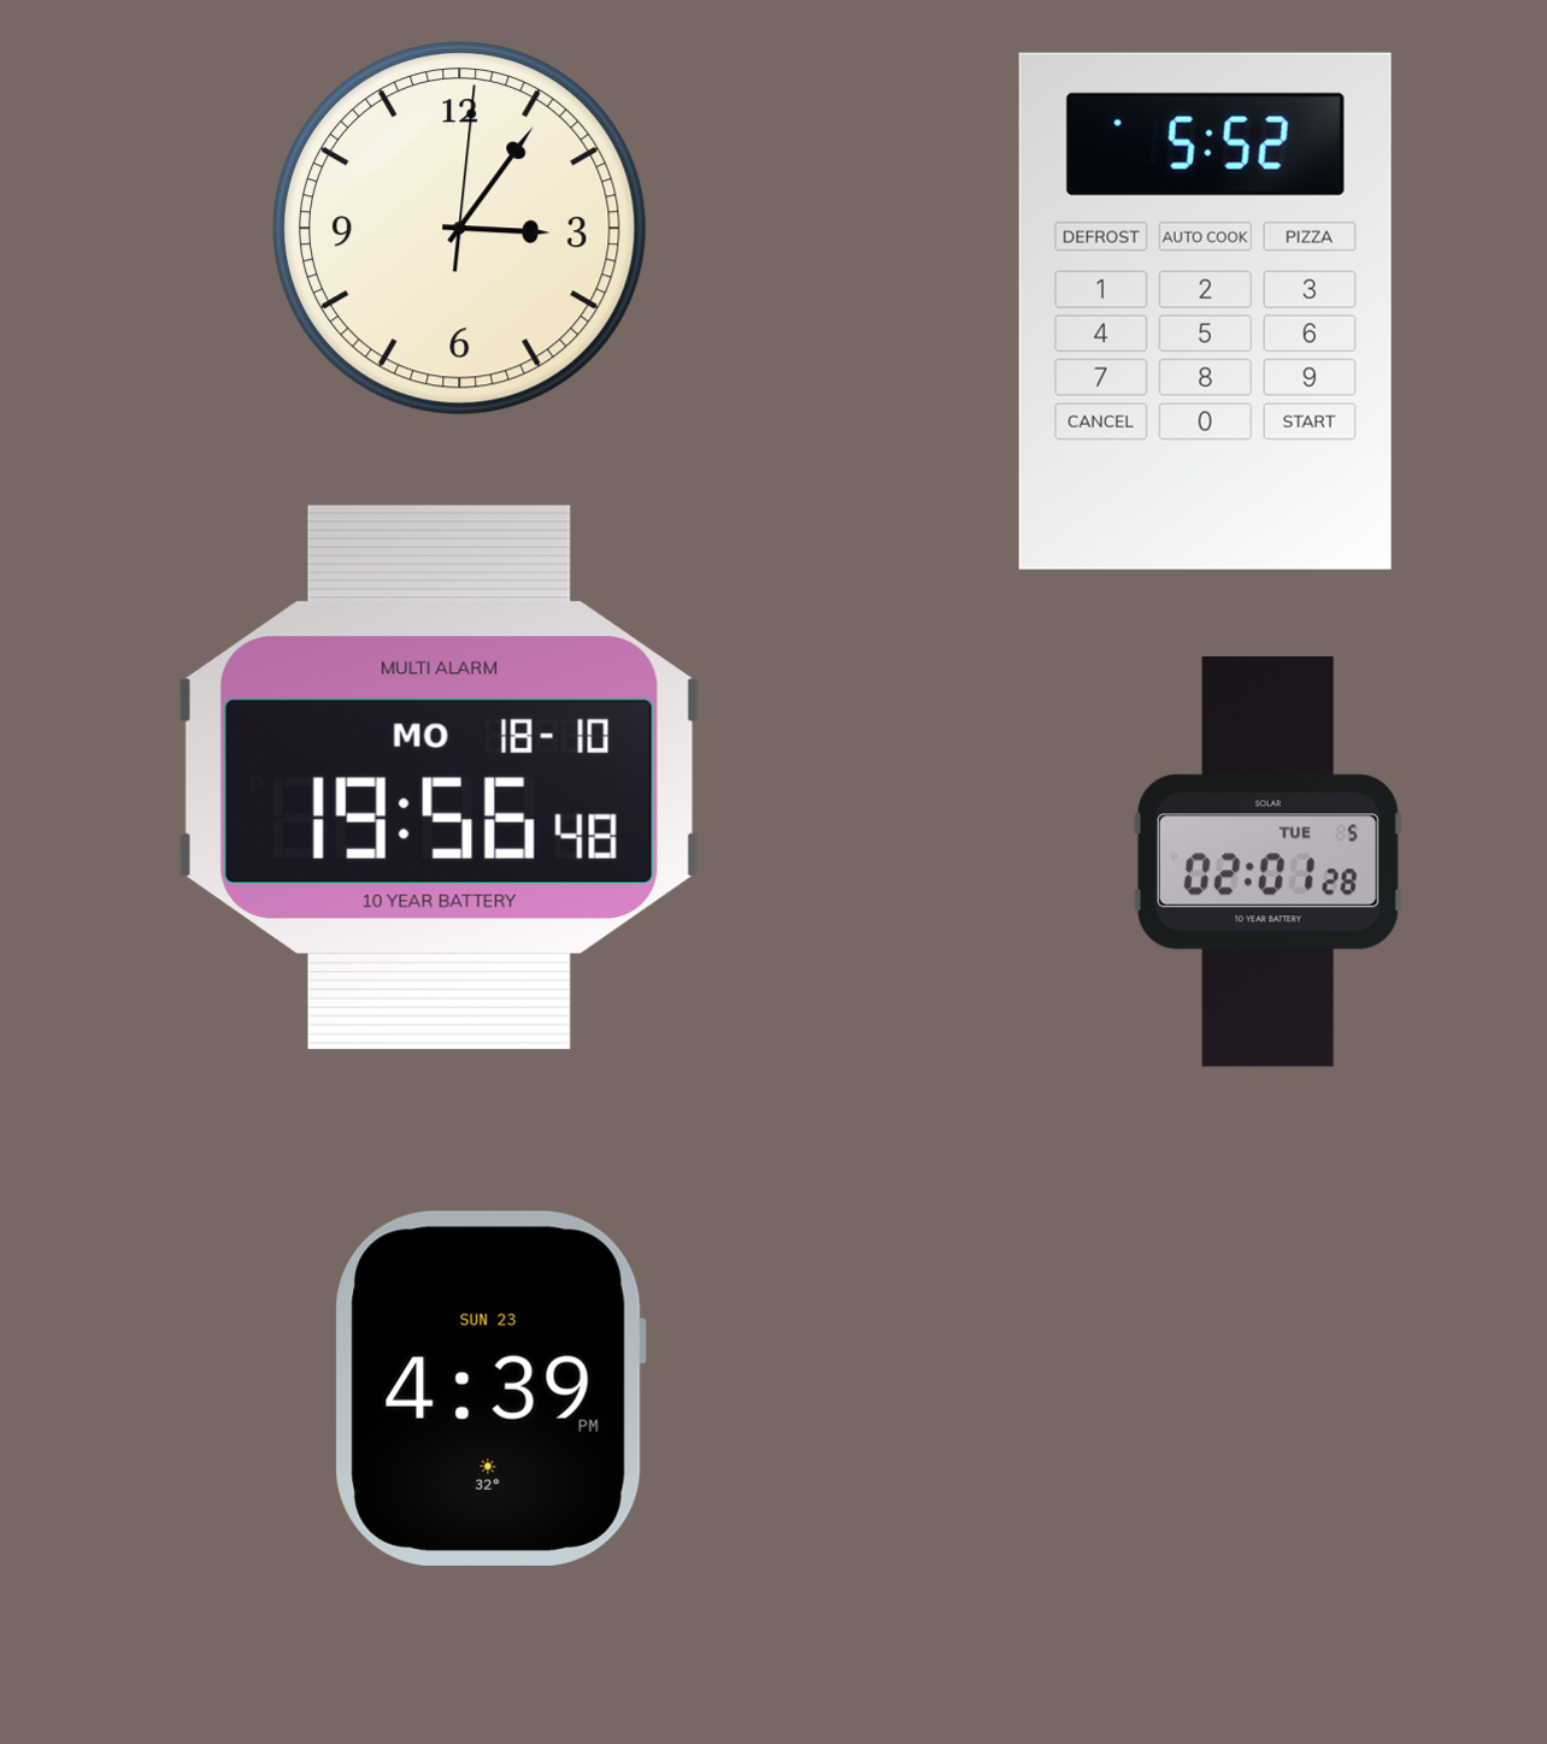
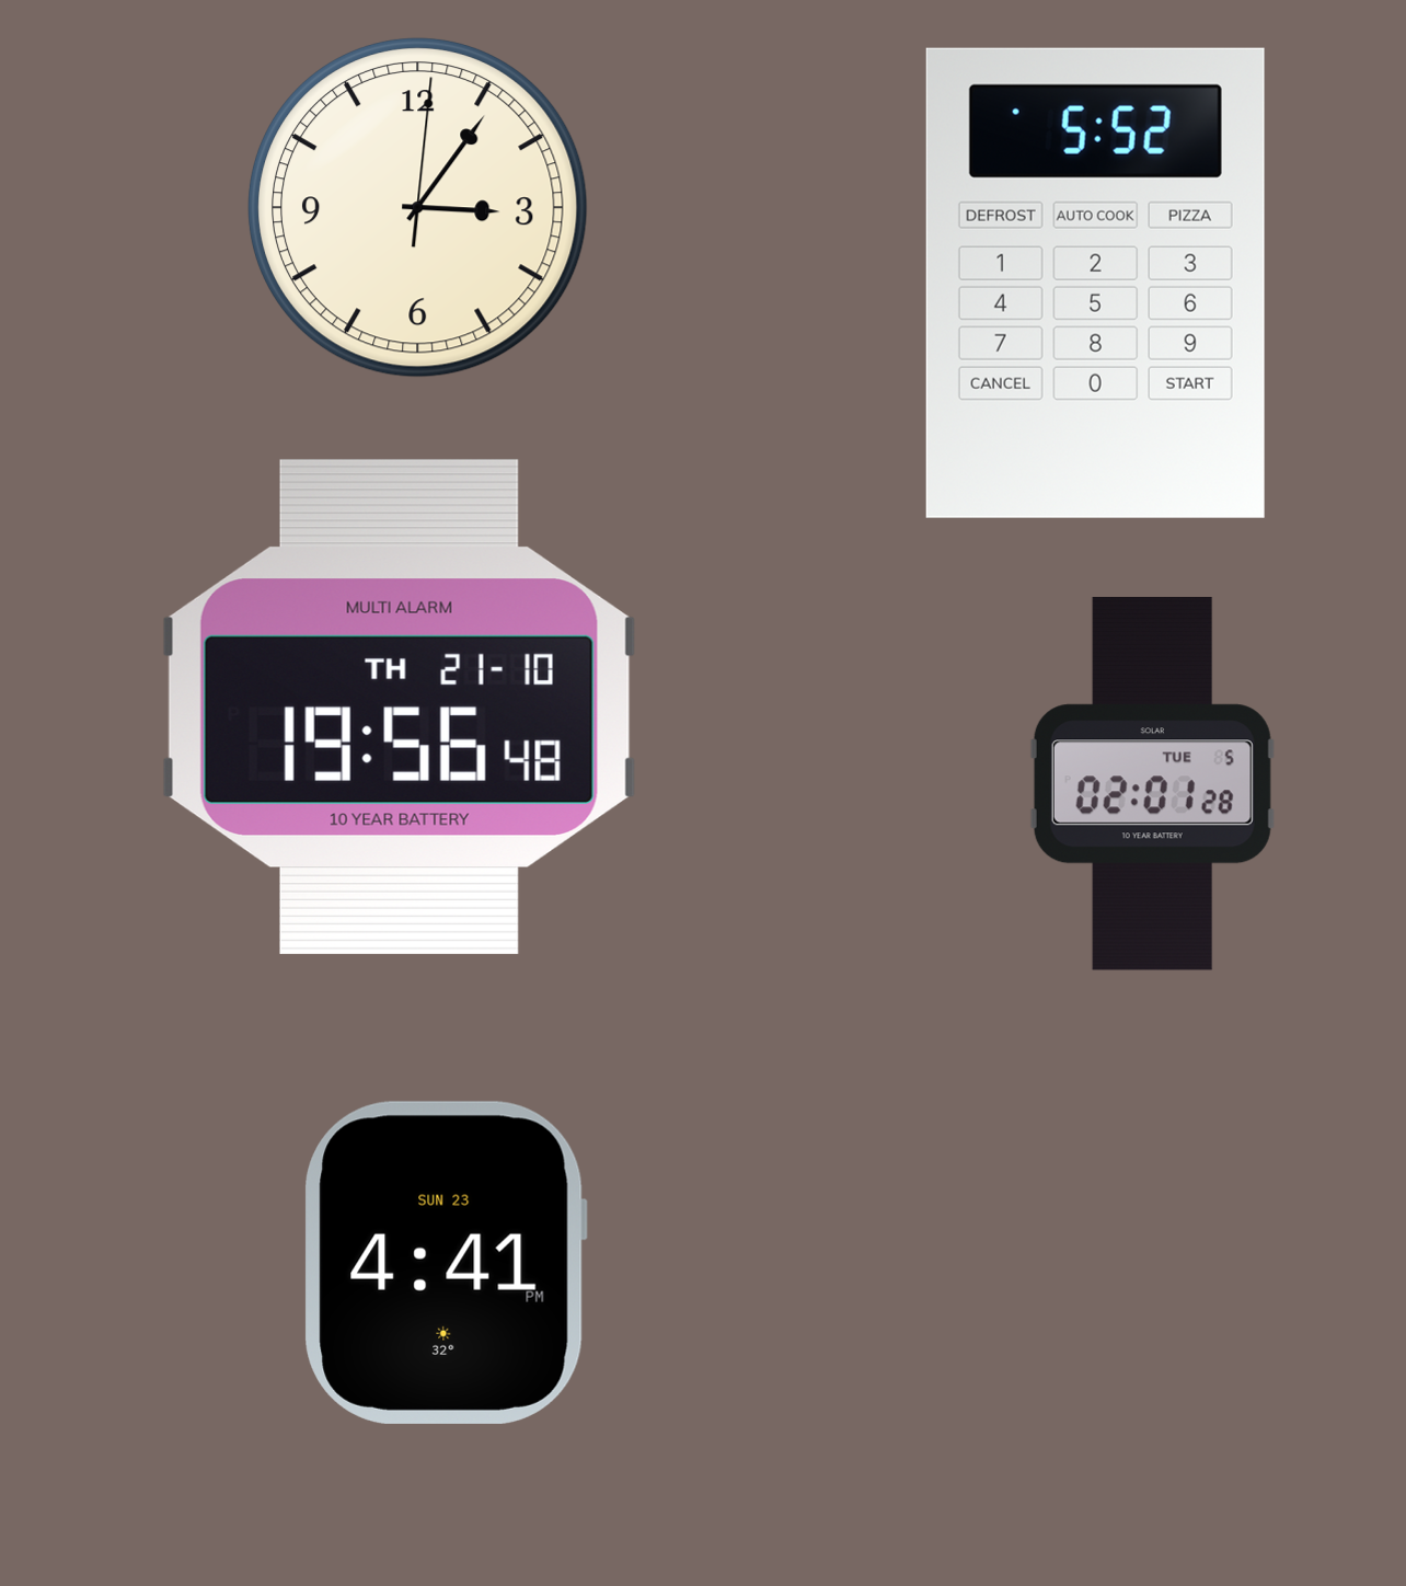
clock at (439, 777) date: MO 18-10 -> TH 21-10
clock at (490, 1389): 4:39 -> 4:41
